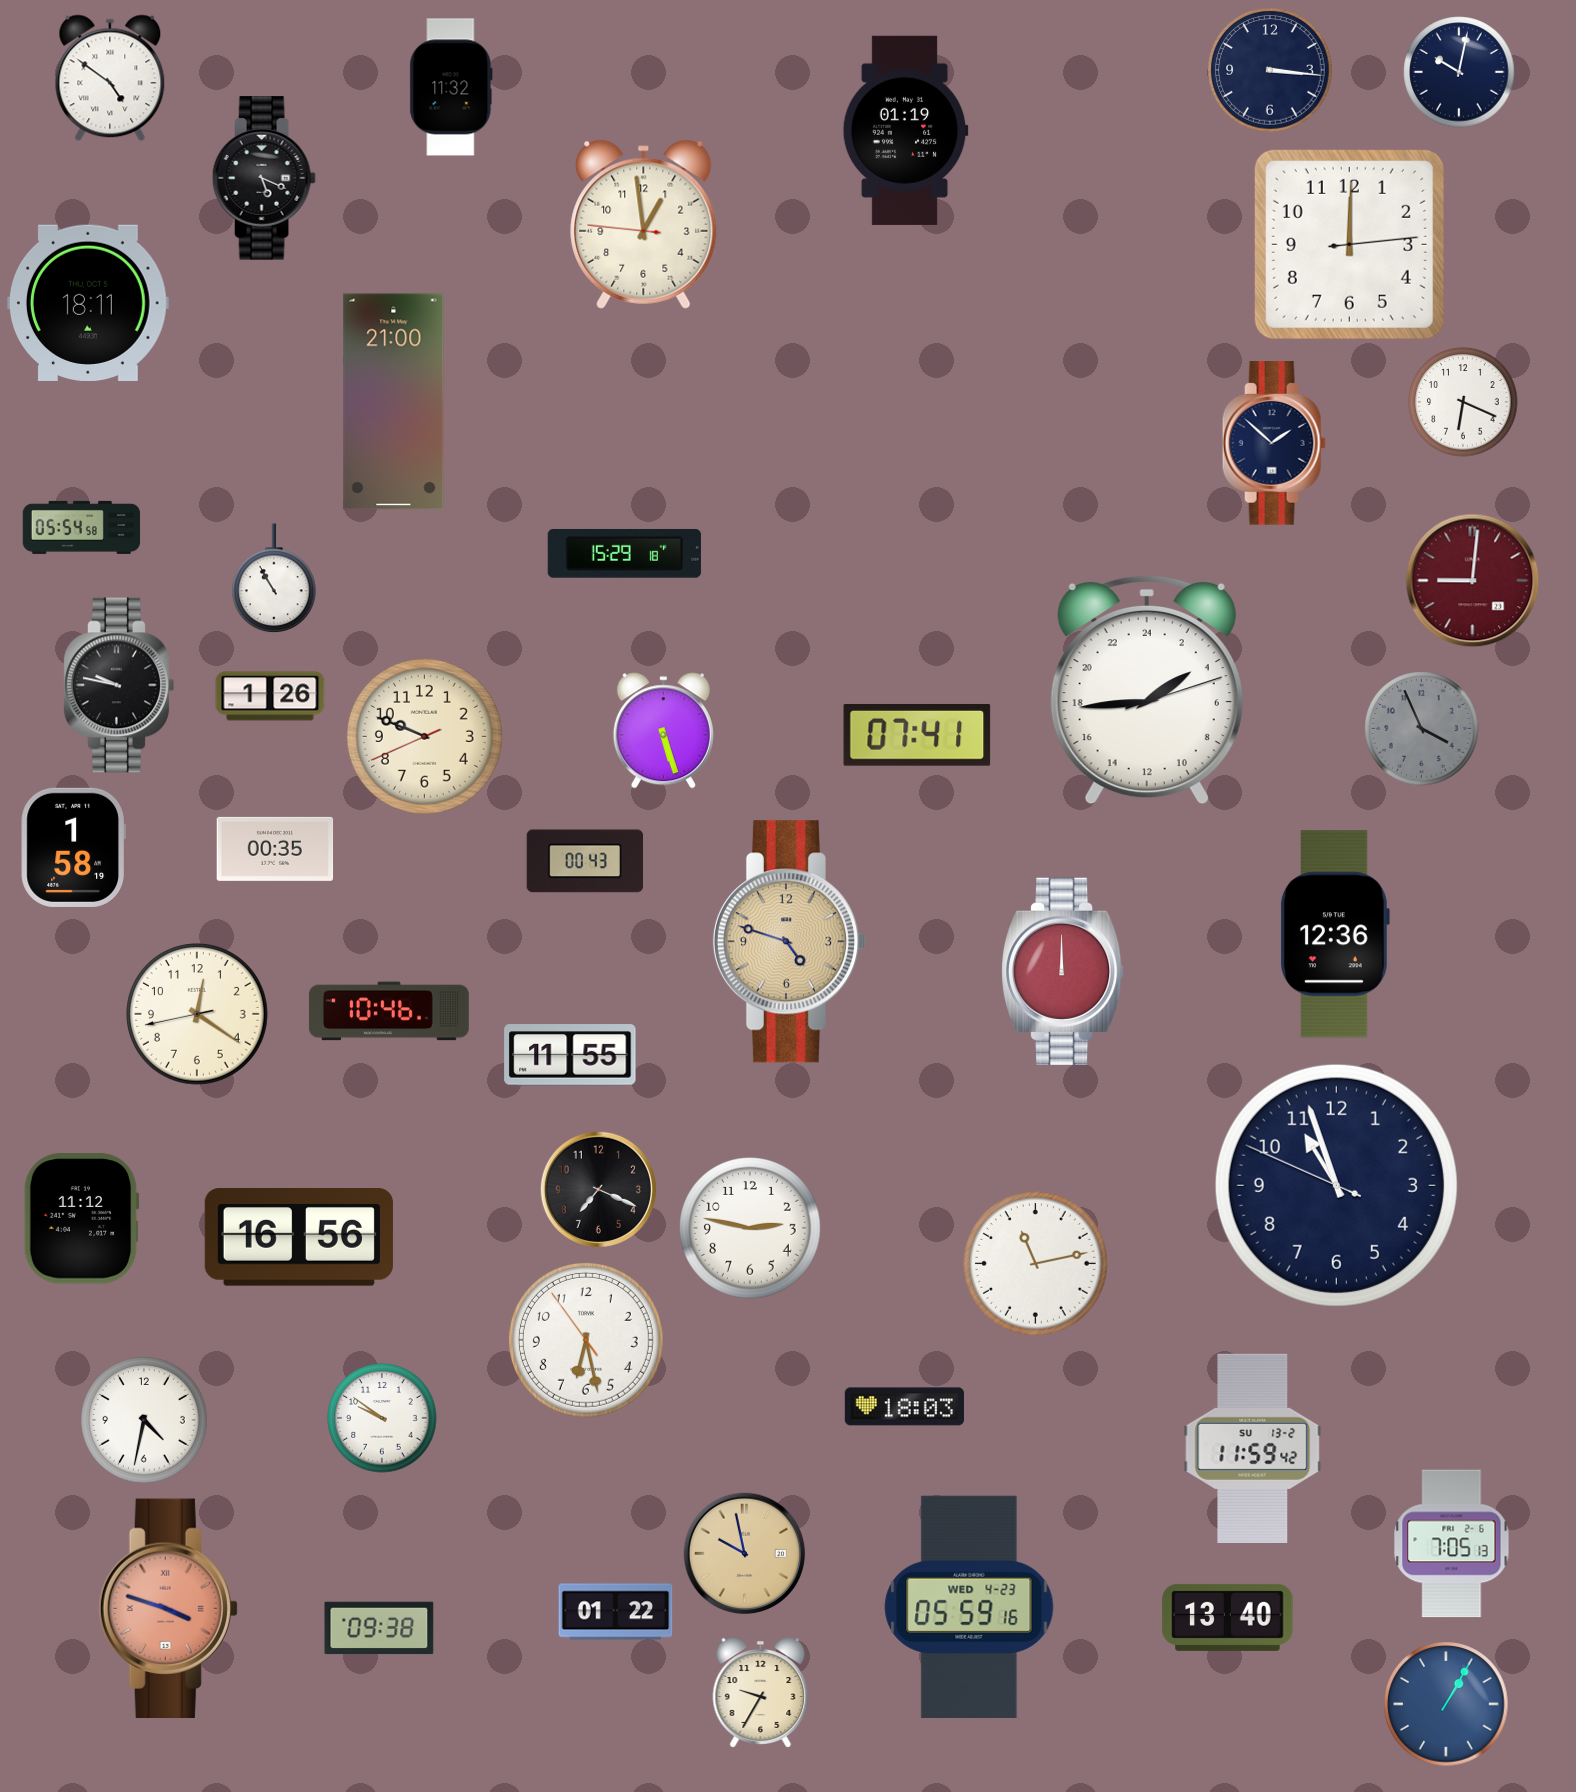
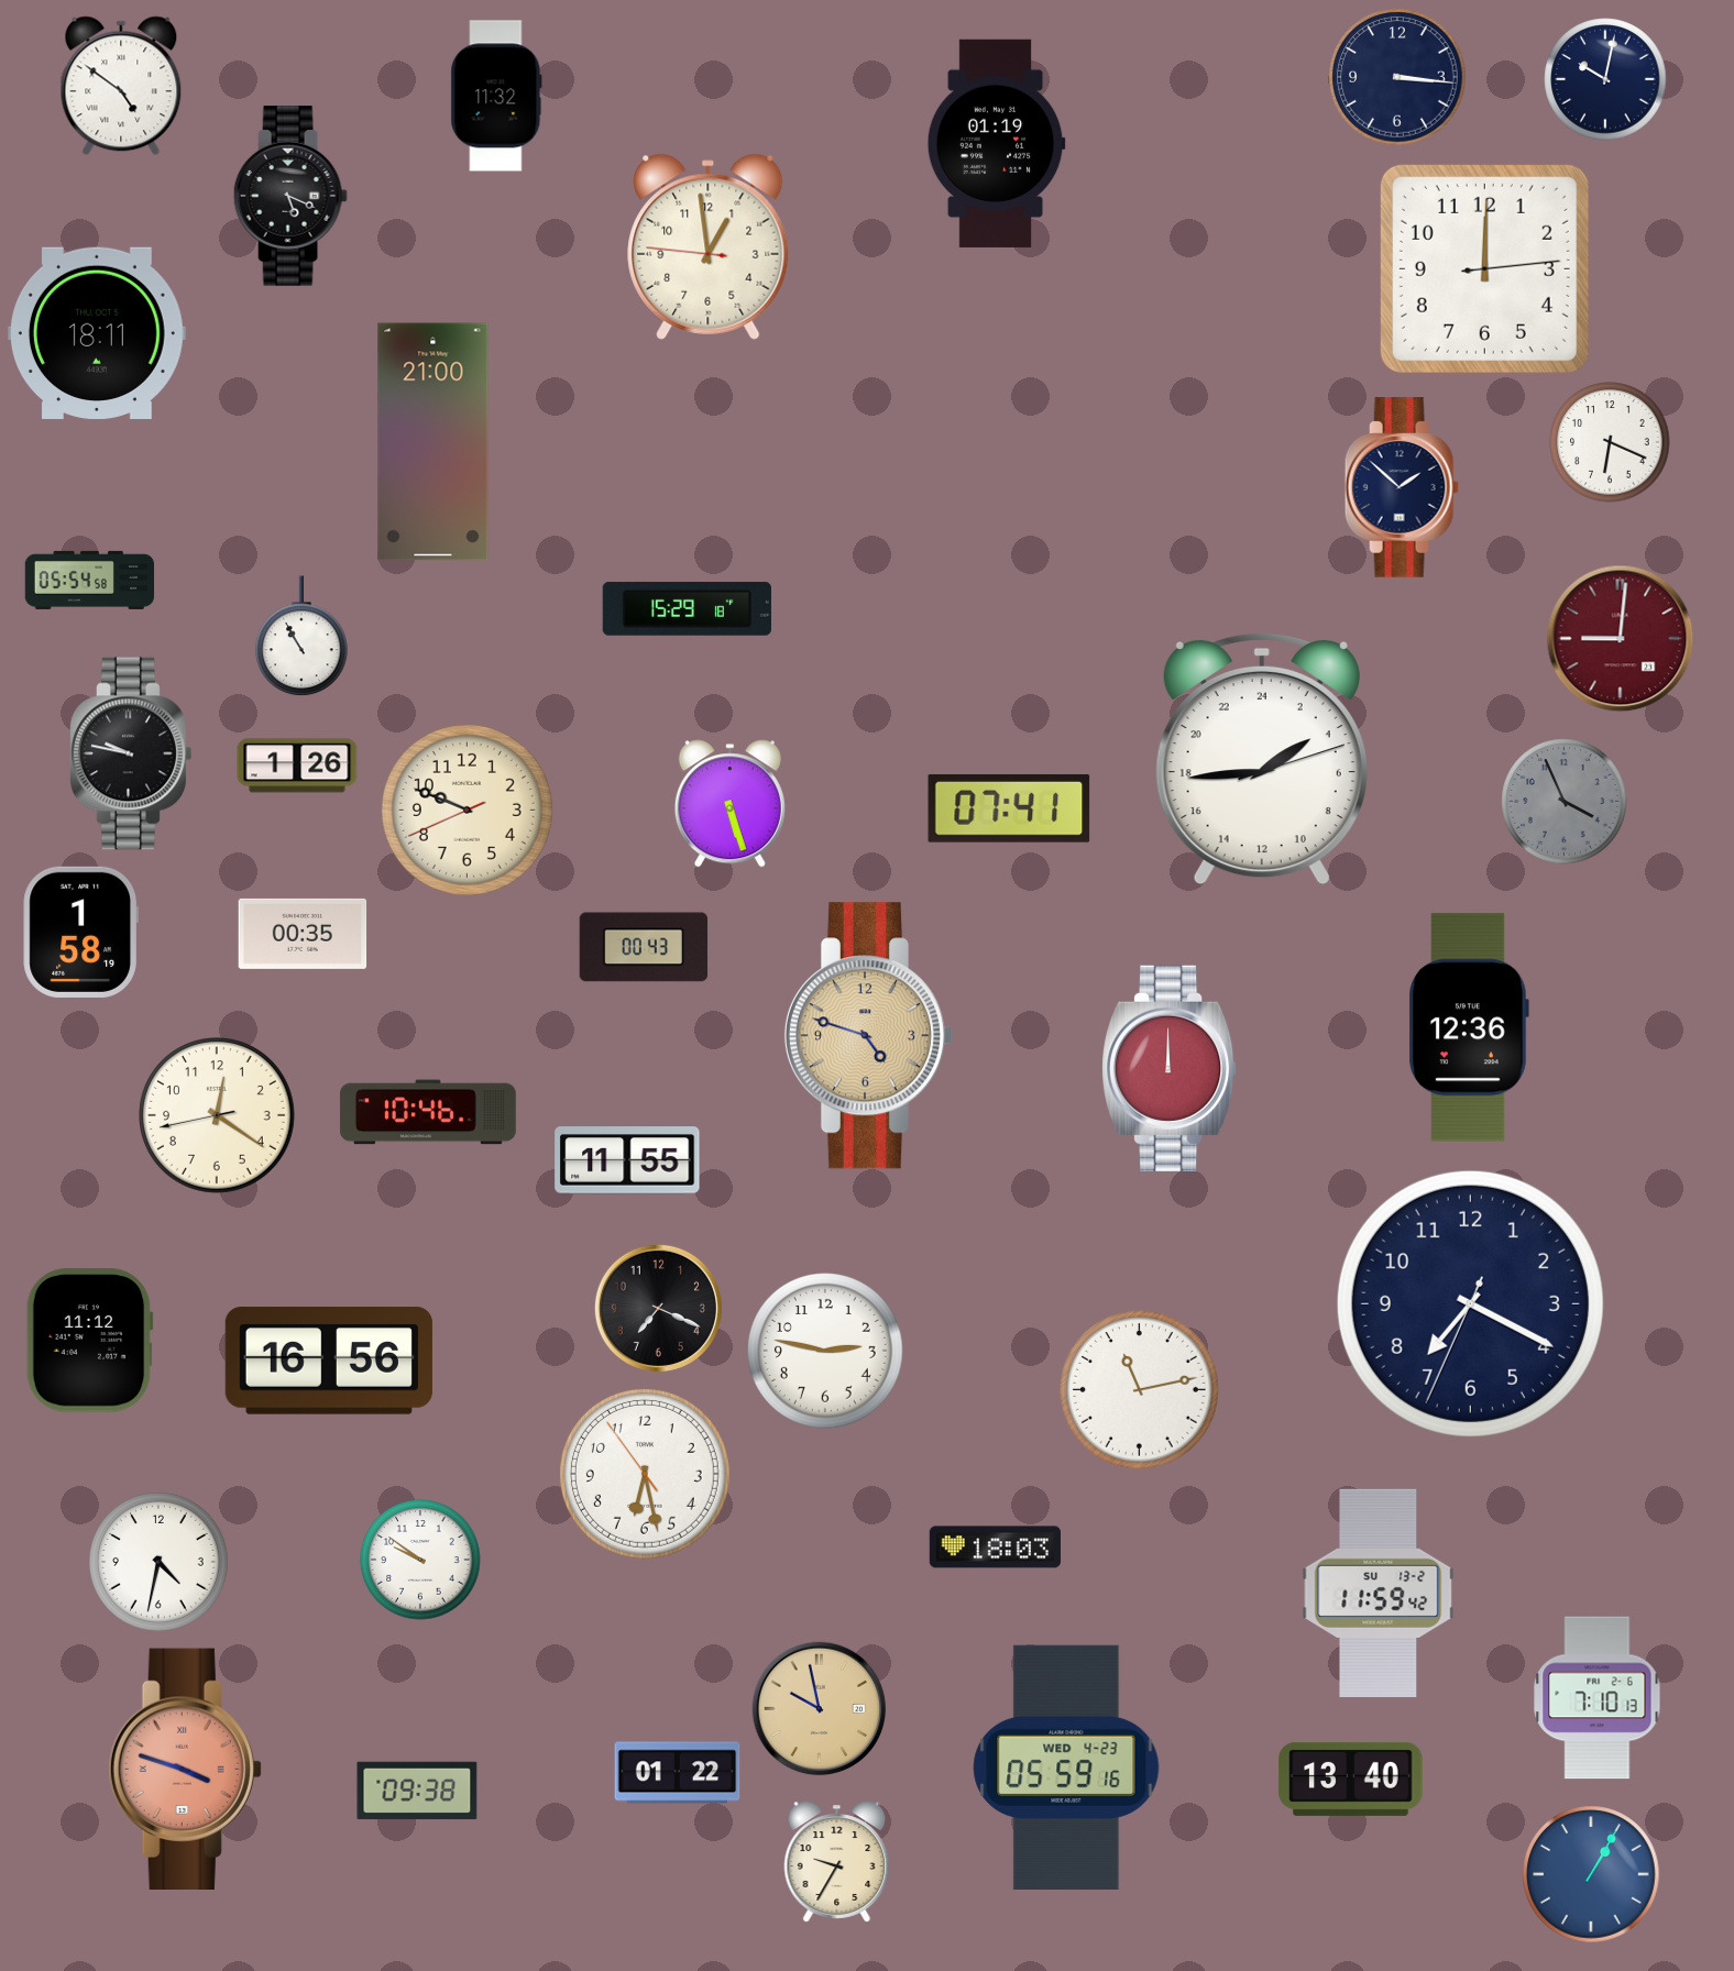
clock at (1336, 1185): 10:56 -> 7:19
clock at (1452, 1544): 7:05 -> 7:10
